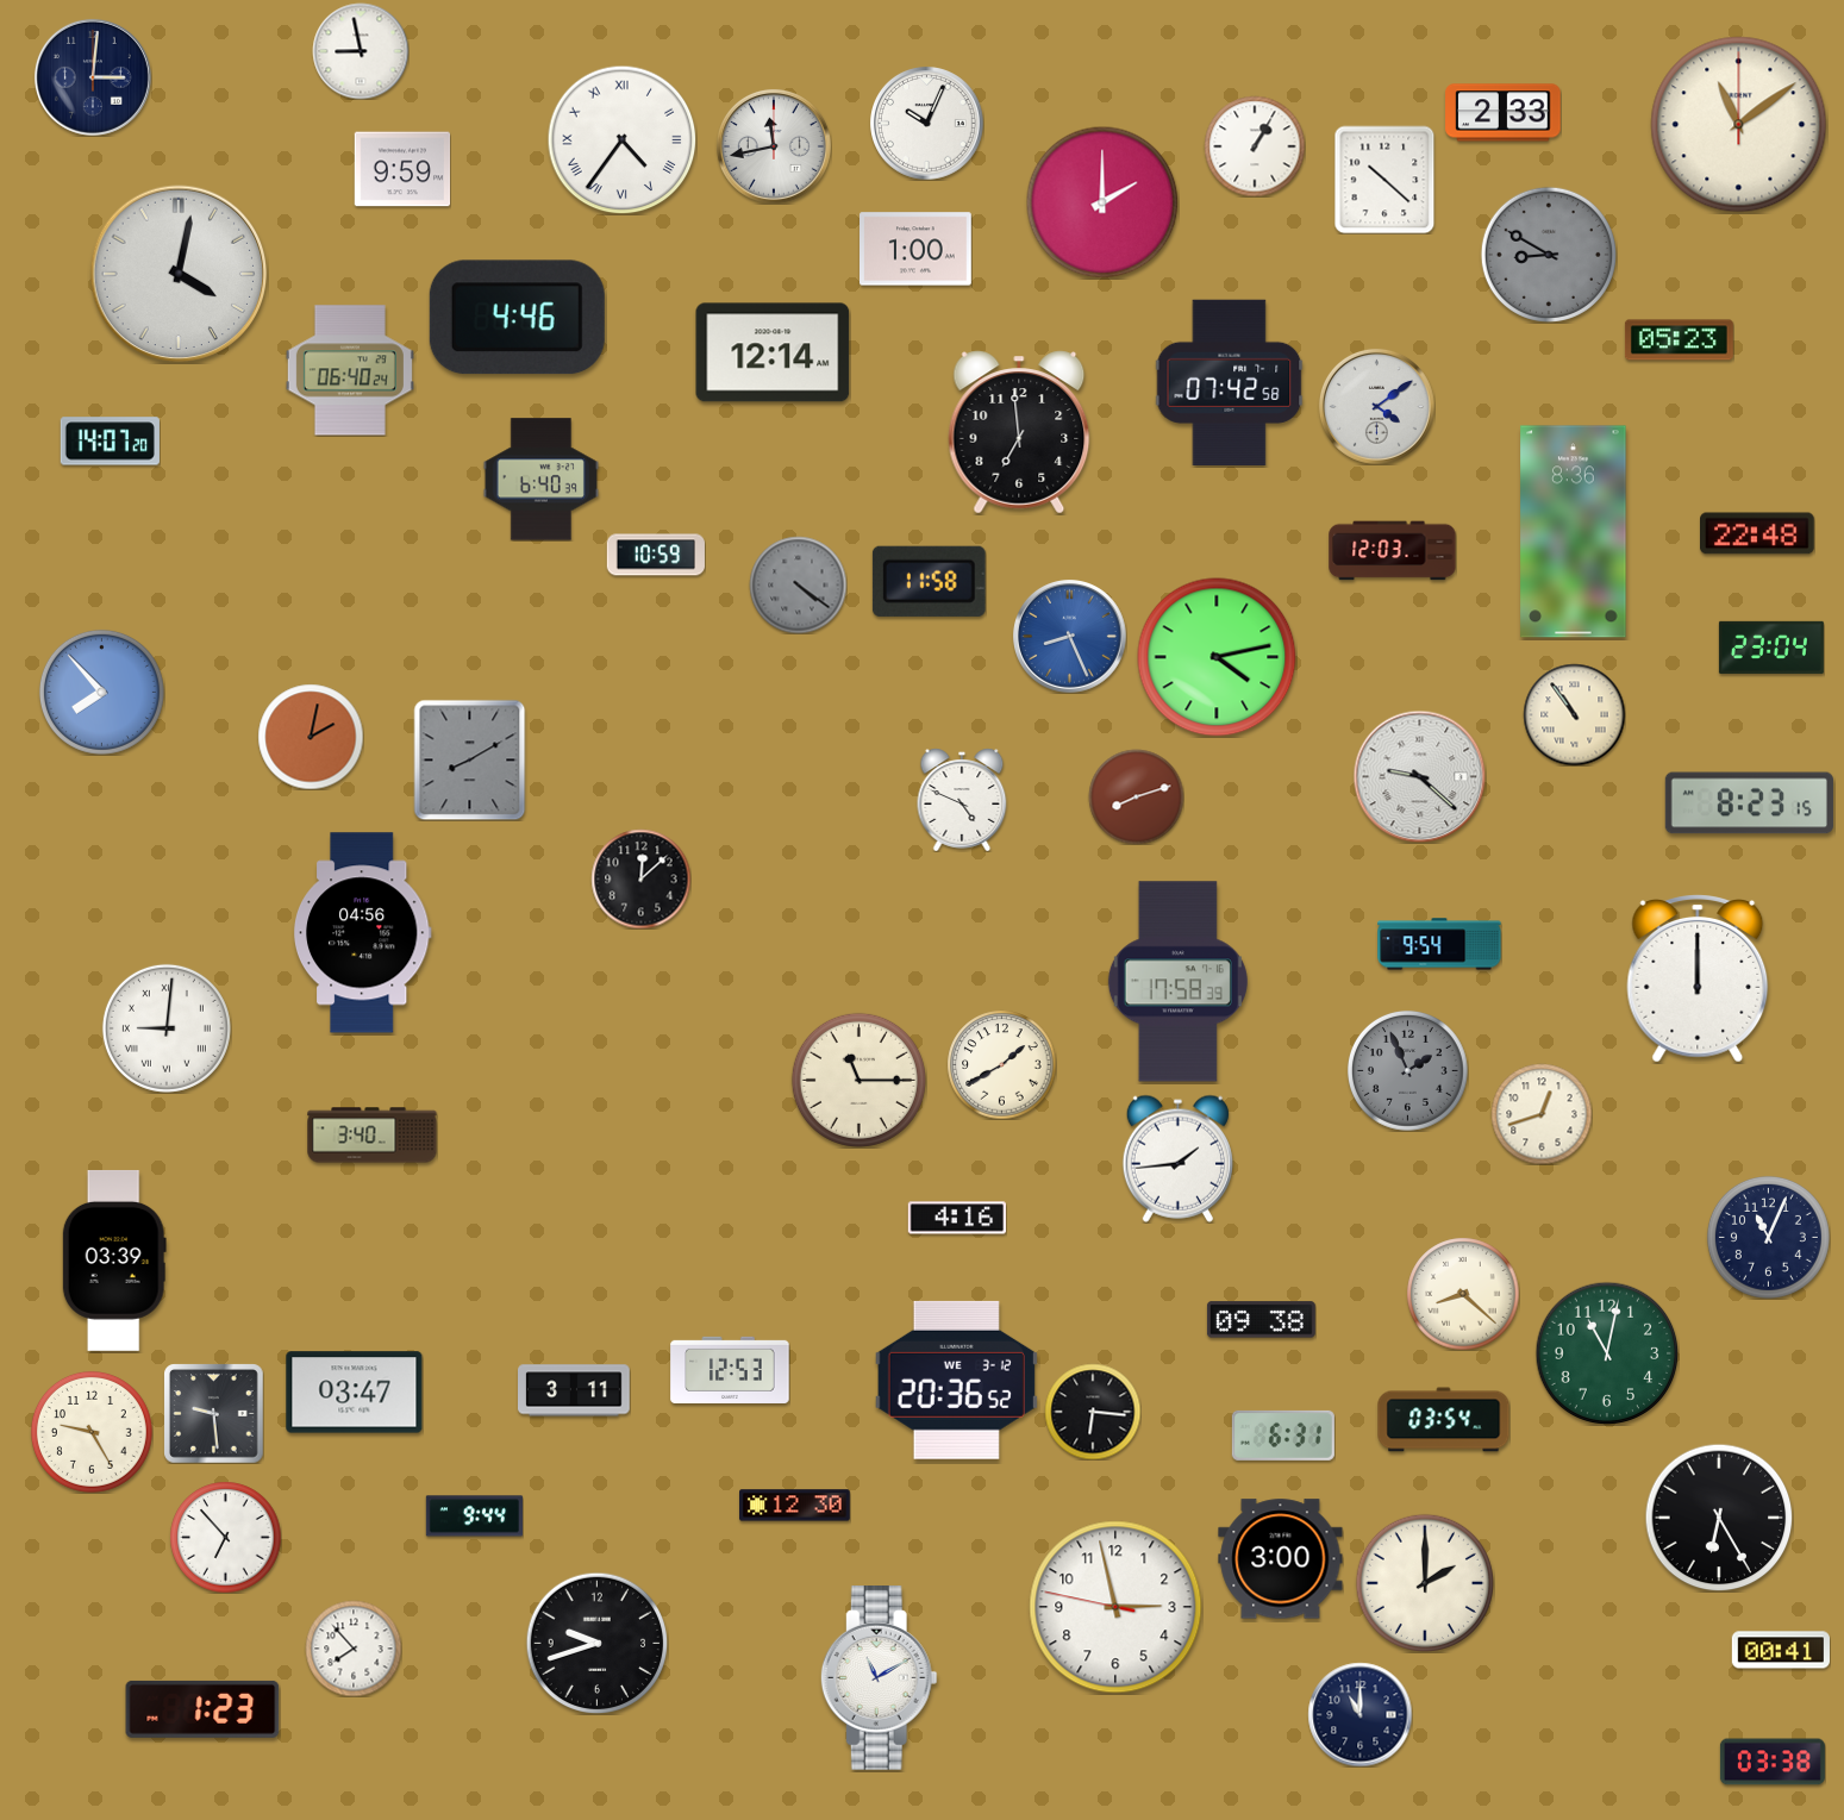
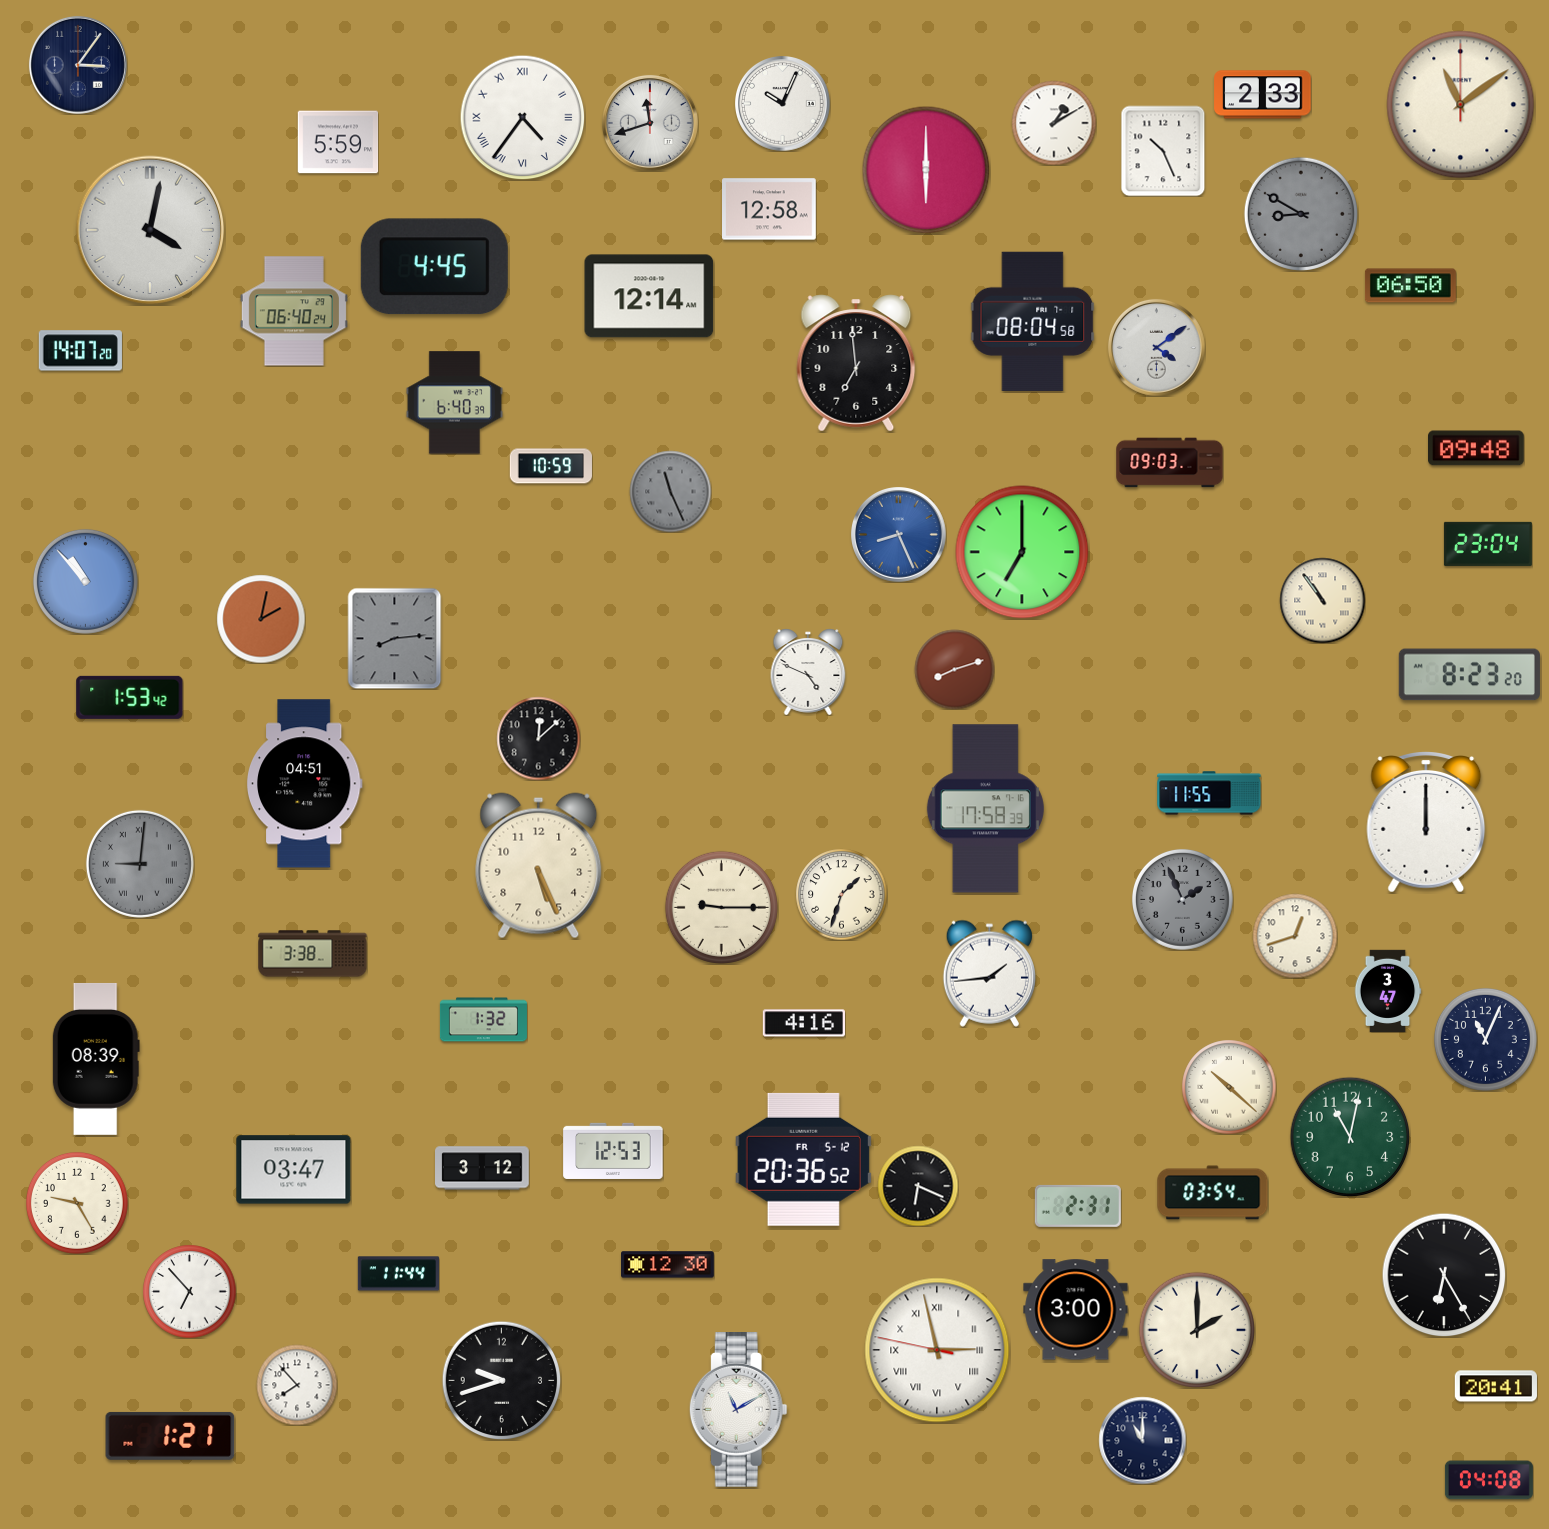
clock at (361, 51): 8:58 -> none
clock at (93, 77): 3:01 -> 3:06
clock at (927, 124) position: (927, 124) -> (783, 104)
clock at (774, 146): 11:43 -> 11:42
clock at (1255, 146): 1:05 -> 1:10
clock at (402, 169): 9:59 -> 5:59
clock at (1384, 180): 10:22 -> 10:26
clock at (1102, 202): 2:00 -> 6:00
clock at (917, 249): 1:00 -> 12:58
clock at (517, 318): 4:46 -> 4:45
clock at (1679, 340): 05:23 -> 06:50
clock at (1230, 382): 07:42 -> 08:04
clock at (1376, 406) position: (1376, 406) -> (1156, 347)
clock at (110, 442) position: (110, 442) -> (80, 351)
clock at (1574, 532): 8:36 -> none
clock at (1758, 533): 22:48 -> 09:48
clock at (1393, 551): 12:03 -> 09:03
clock at (929, 581): 11:58 -> none
clock at (798, 584): 4:21 -> 11:26
clock at (1217, 657): 4:13 -> 7:00
clock at (101, 692): 7:53 -> 10:53
clock at (470, 759): 8:10 -> 8:14
clock at (1419, 776): 9:22 -> none
clock at (1749, 803): 8:23:15 -> 8:23:20
clock at (130, 697): none -> 1:53
clock at (362, 933): 04:56 -> 04:51
clock at (1439, 944): 9:54 -> 11:55
clock at (1177, 982) position: (1177, 982) -> (985, 809)
clock at (167, 1028) dial: white -> grey
clock at (539, 866): none -> 5:26
clock at (1001, 1064): 1:40 -> 1:33
clock at (858, 1080): 11:15 -> 9:15
clock at (373, 1136): 3:40 -> 3:38
clock at (1388, 990): none -> 3:47
clock at (483, 1020): none -> 1:32
clock at (114, 1261): 03:39 -> 08:39
clock at (1463, 1294): 8:22 -> 10:22
clock at (1261, 1320): 09:38 -> none
clock at (956, 1380) date: WE 3-12 -> FR 5-12
clock at (575, 1390): 3:11 -> 3:12
clock at (355, 1393) position: (355, 1393) -> (294, 1170)
clock at (1093, 1412): 6:16 -> 6:19
clock at (213, 1413): 9:29 -> none
clock at (1283, 1436): 6:31 -> 2:31
clock at (474, 1516): 9:44 -> 11:44
clock at (1115, 1607) numerals: Arabic -> Roman
clock at (1780, 1650): 00:41 -> 20:41
clock at (202, 1709): 1:23 -> 1:21
clock at (1773, 1762): 03:38 -> 04:08
